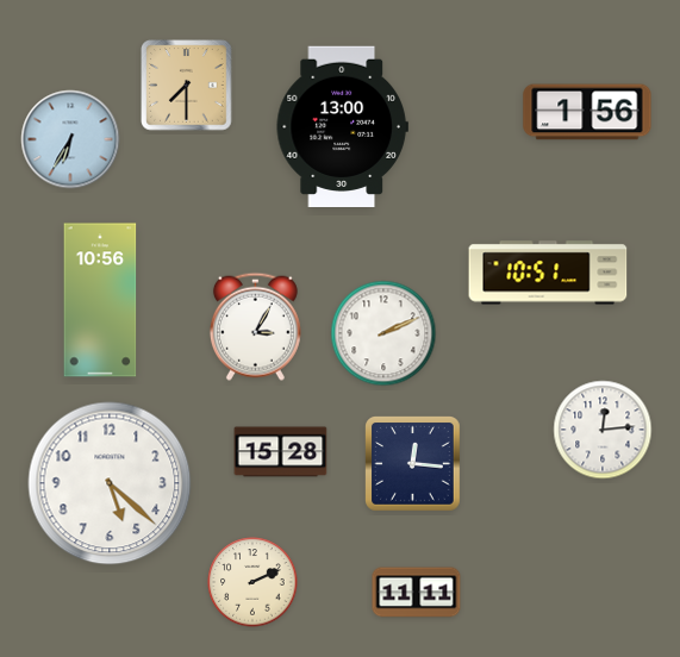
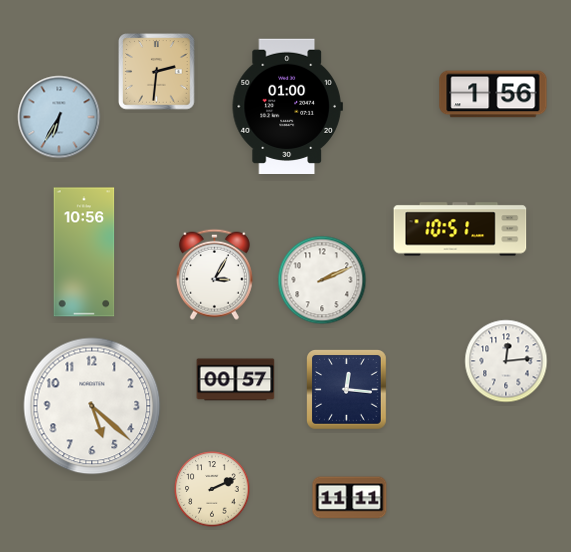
clock at (187, 86): 7:30 -> 2:31
clock at (342, 126): 13:00 -> 01:00
clock at (281, 452): 15:28 -> 00:57
